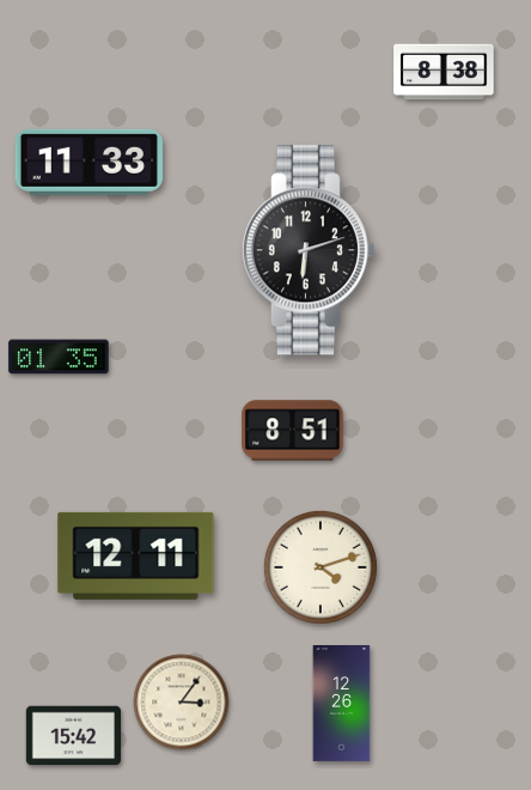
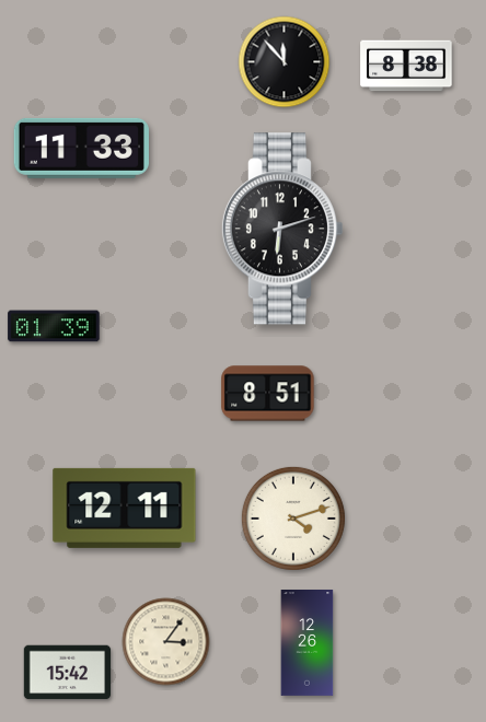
clock at (285, 62): none -> 11:53
clock at (59, 357): 01:35 -> 01:39
clock at (342, 704) position: (342, 704) -> (308, 643)
